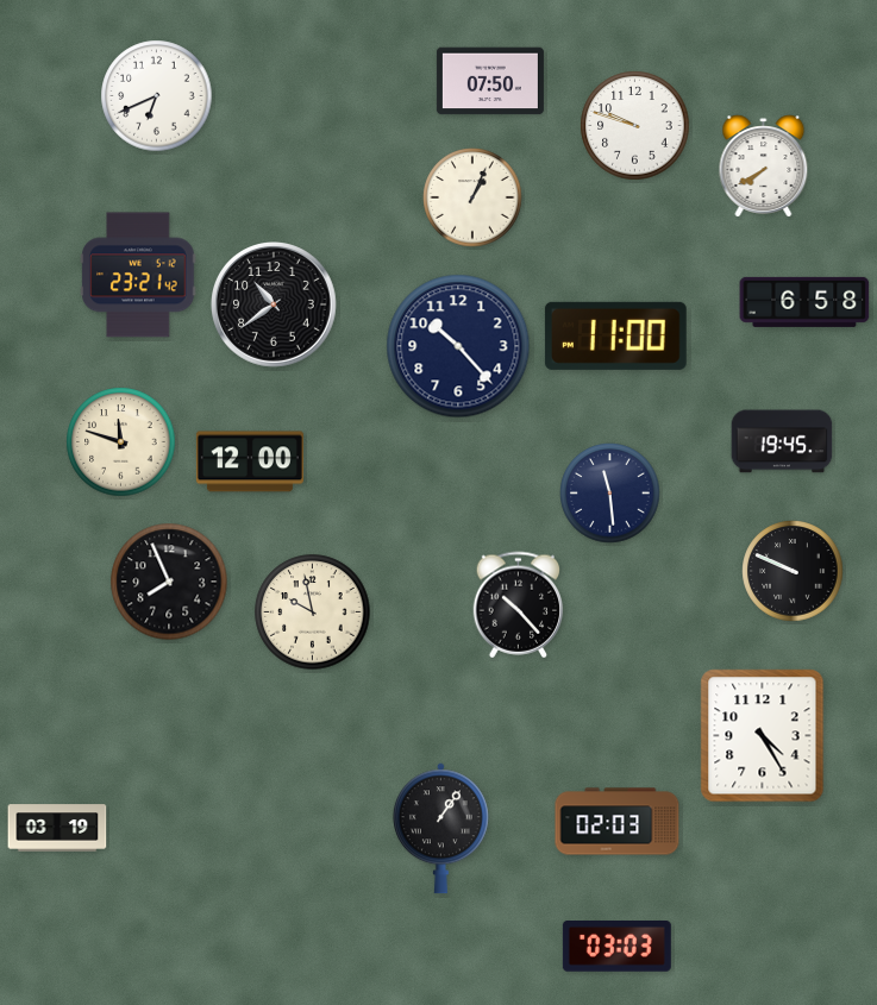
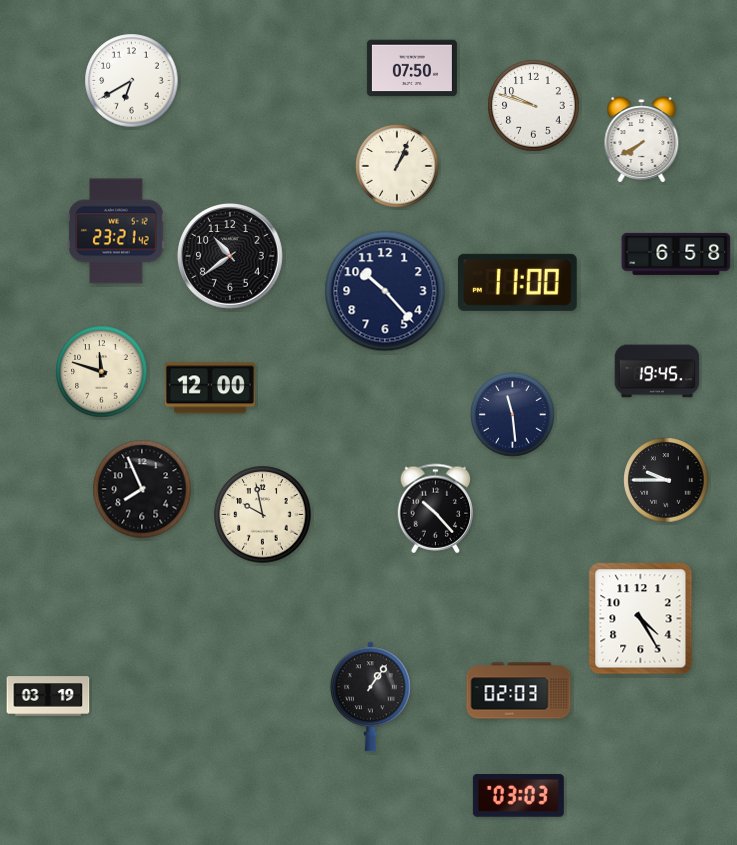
clock at (157, 96): 6:41 -> 6:40
clock at (793, 571): 9:49 -> 9:45
